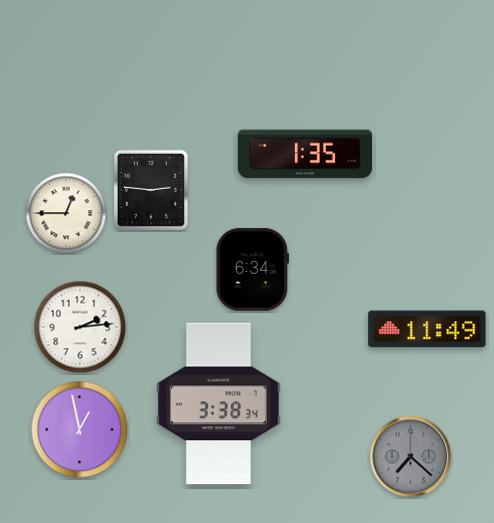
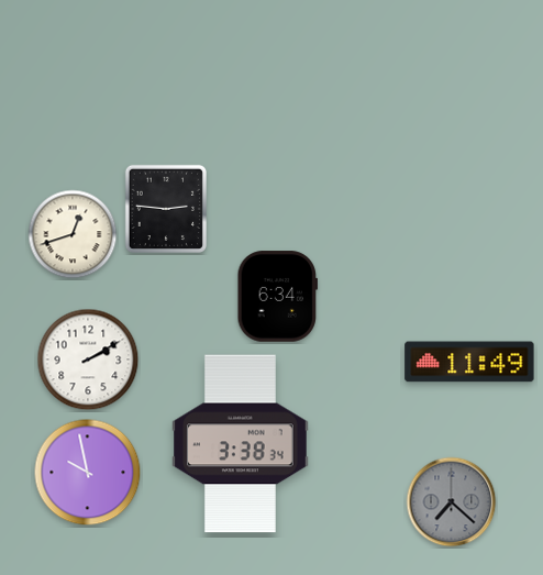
clock at (305, 154): 1:35 -> none
clock at (66, 213): 12:45 -> 12:42
clock at (80, 327): 2:14 -> 2:10
clock at (80, 430): 12:58 -> 9:58
